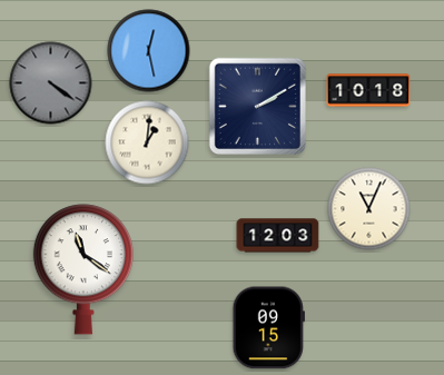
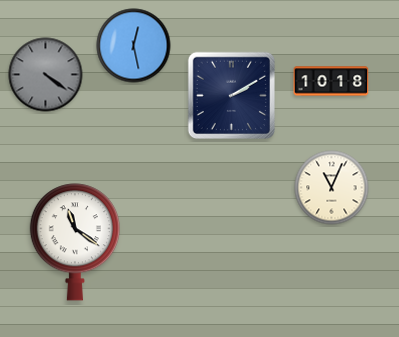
clock at (147, 142): 1:01 -> none
clock at (278, 236): 12:03 -> none
clock at (268, 328): 09:15 -> none
